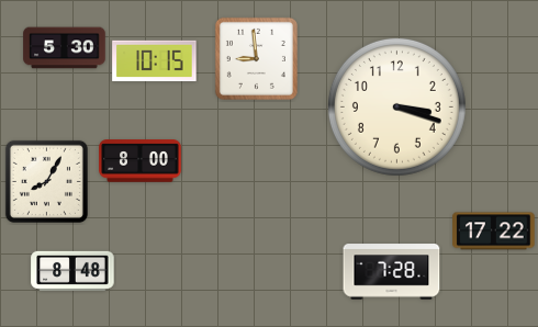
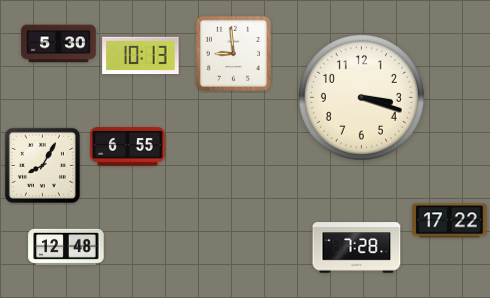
clock at (155, 61): 10:15 -> 10:13
clock at (141, 161): 8:00 -> 6:55
clock at (494, 232) position: (494, 232) -> (450, 221)
clock at (72, 271): 8:48 -> 12:48
